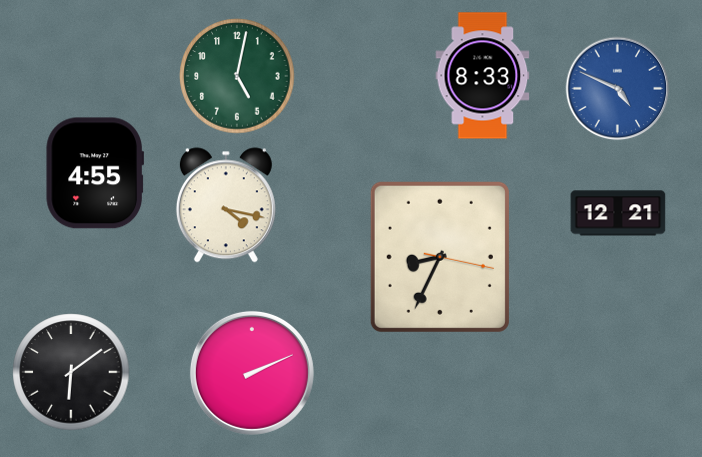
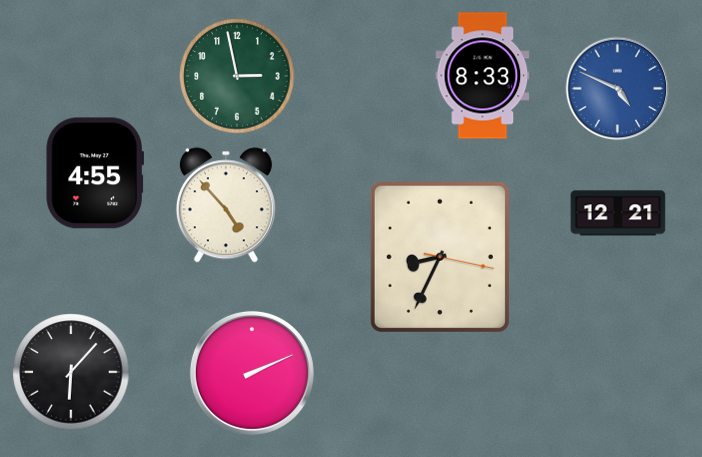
clock at (237, 76): 5:02 -> 2:58
clock at (226, 205): 4:17 -> 4:53
clock at (71, 372): 6:09 -> 6:07
